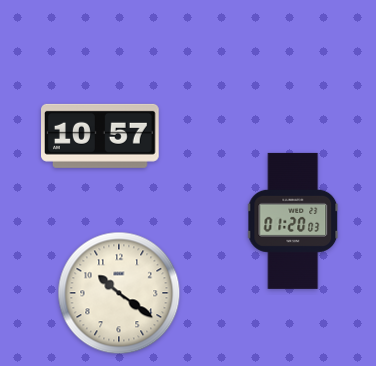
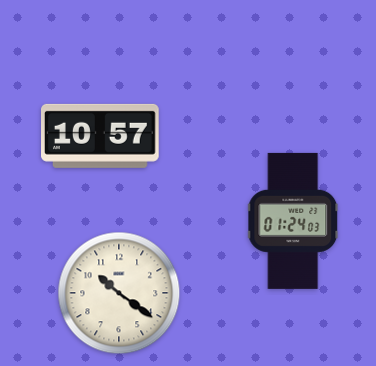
clock at (294, 221): 01:20 -> 01:24
